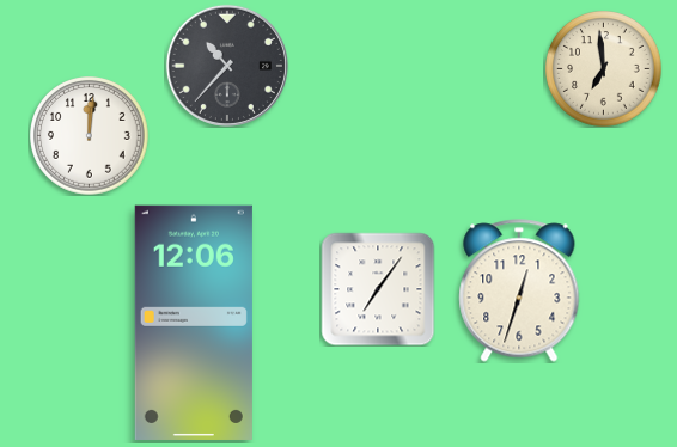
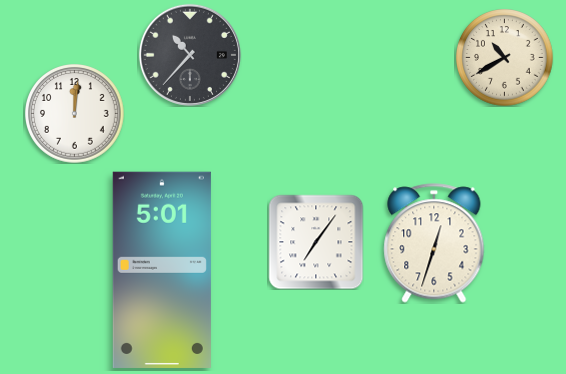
clock at (604, 69): 6:59 -> 10:40
clock at (194, 323): 12:06 -> 5:01
